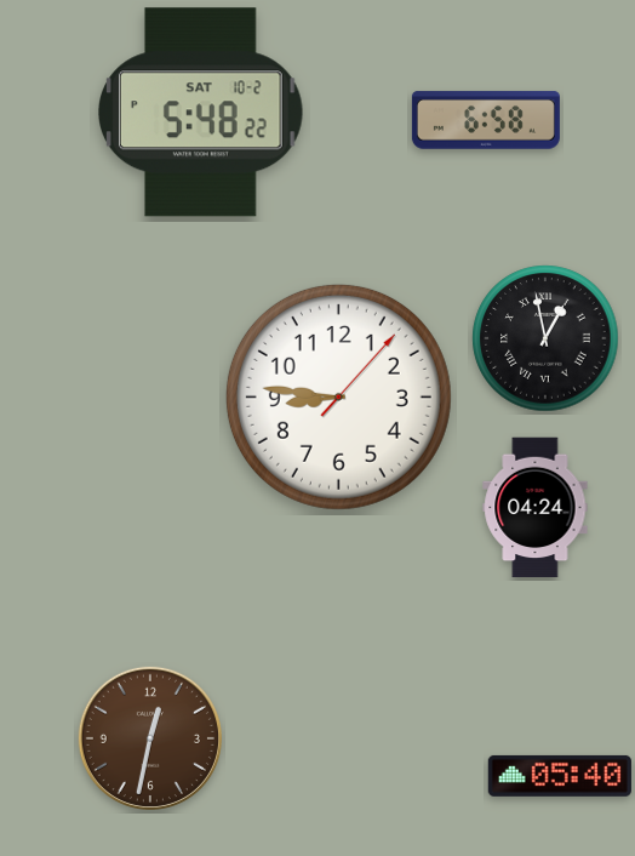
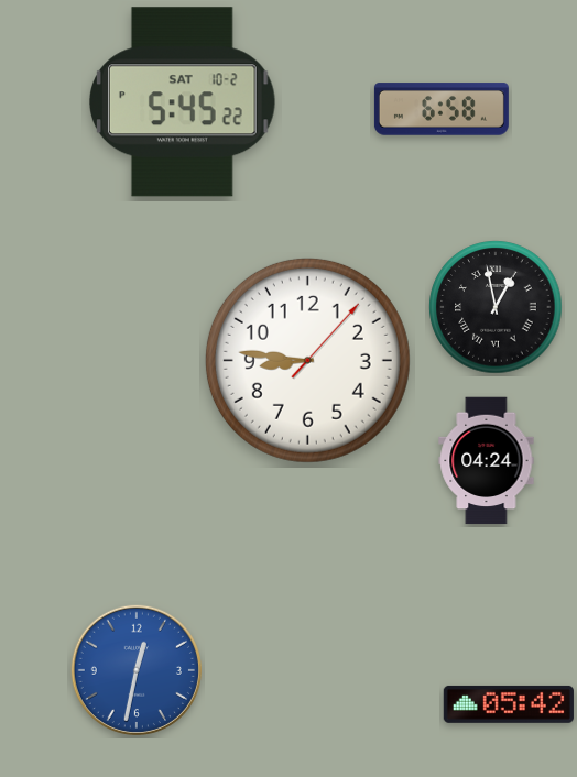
clock at (201, 113): 5:48 -> 5:45
clock at (150, 738) dial: brown -> blue
clock at (560, 776): 05:40 -> 05:42
